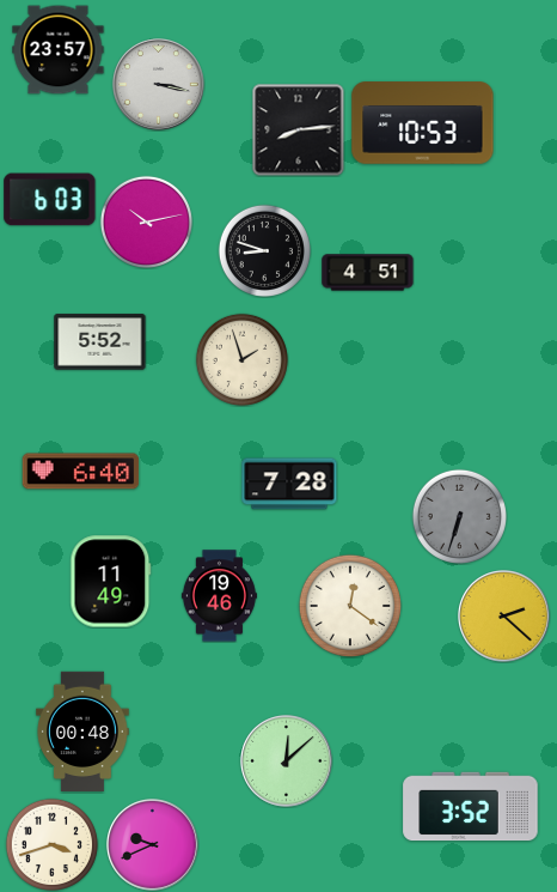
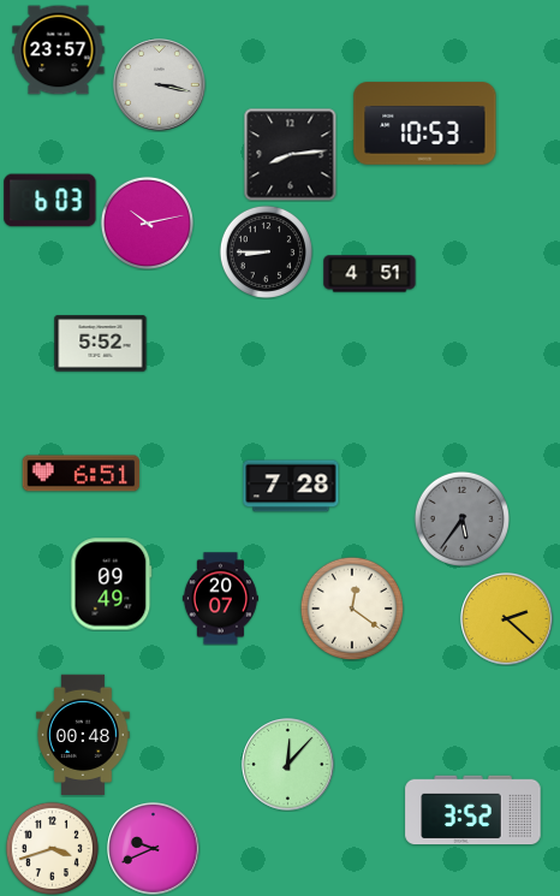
clock at (298, 129) position: (298, 129) -> (290, 154)
clock at (264, 250): 8:48 -> 8:45
clock at (241, 359): 1:57 -> none
clock at (81, 472): 6:40 -> 6:51
clock at (459, 516): 6:33 -> 5:36
clock at (111, 582): 11:49 -> 09:49
clock at (219, 596): 19:46 -> 20:07
clock at (287, 761): 12:08 -> 12:07
